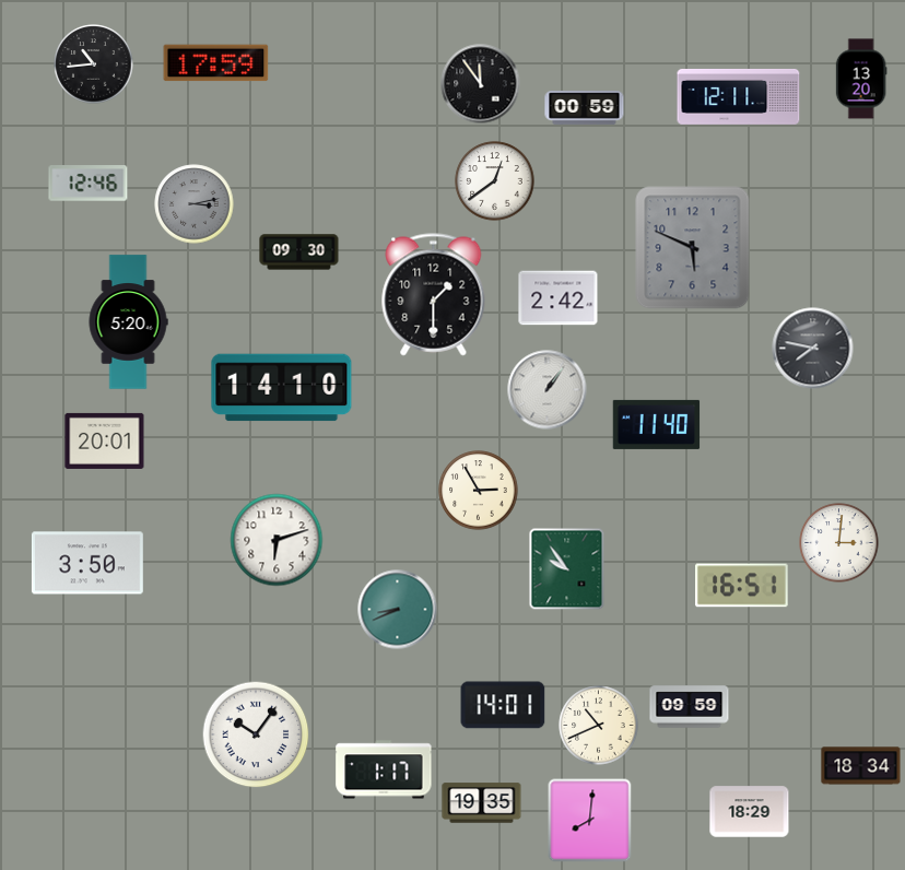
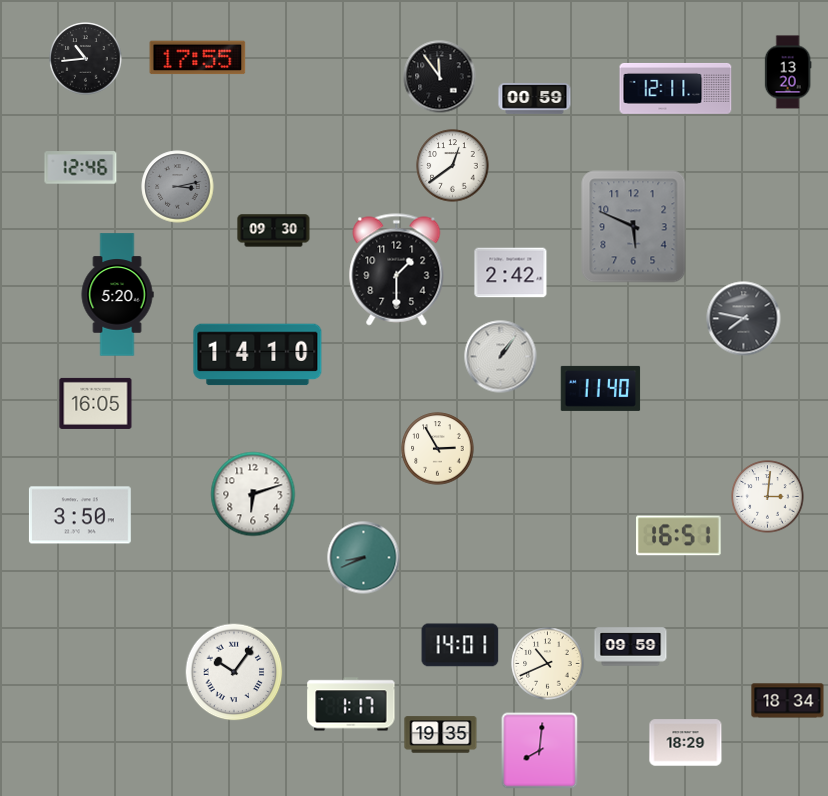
clock at (216, 63): 17:59 -> 17:55
clock at (105, 440): 20:01 -> 16:05
clock at (567, 569): 9:54 -> none
